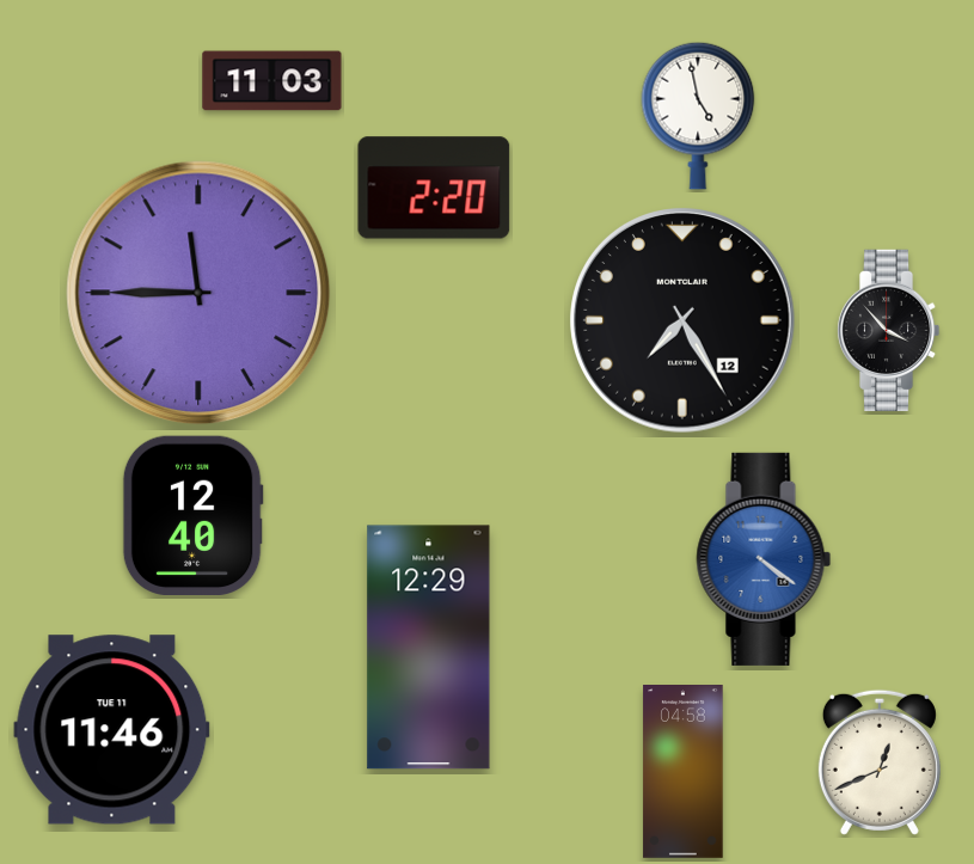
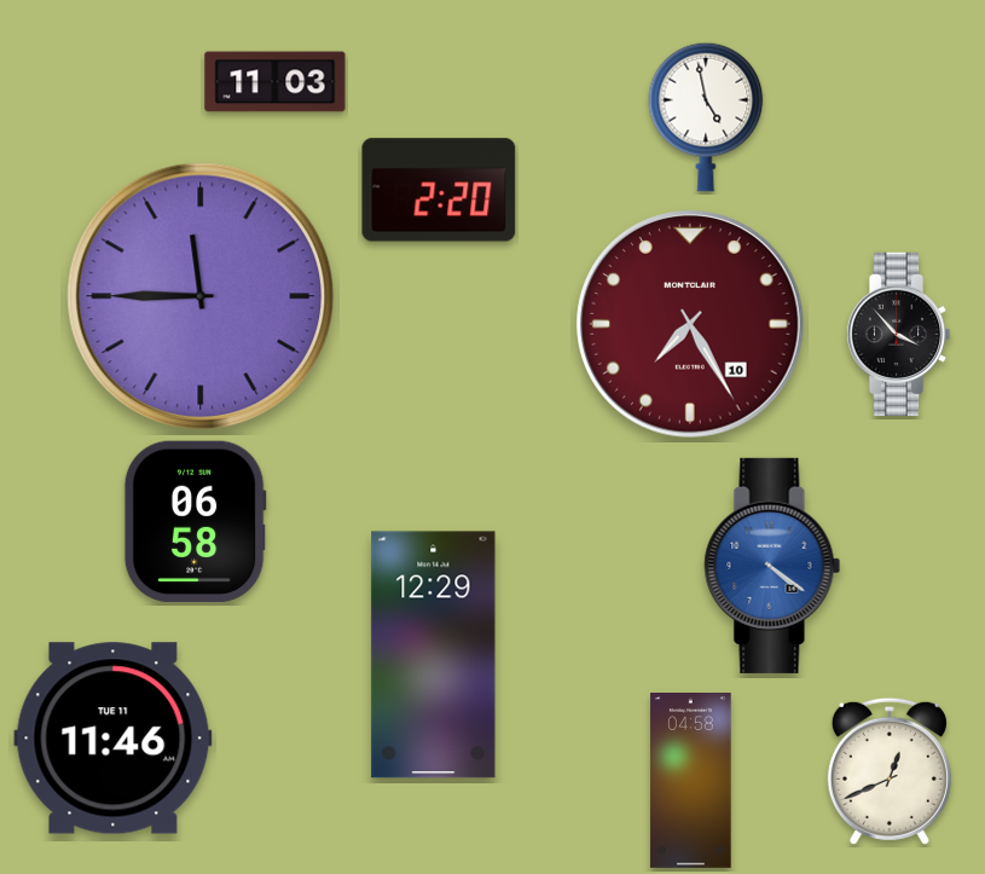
clock at (684, 321) date: 12 -> 10
clock at (684, 321) dial: black -> burgundy
clock at (192, 516): 12:40 -> 06:58
